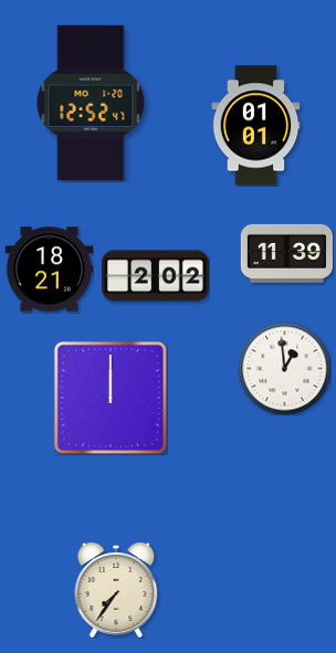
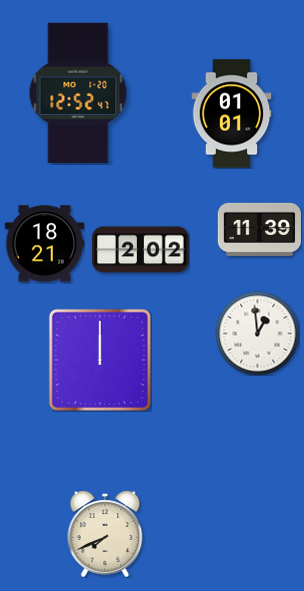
clock at (91, 103) position: (91, 103) -> (78, 93)
clock at (116, 590): 7:36 -> 7:41
